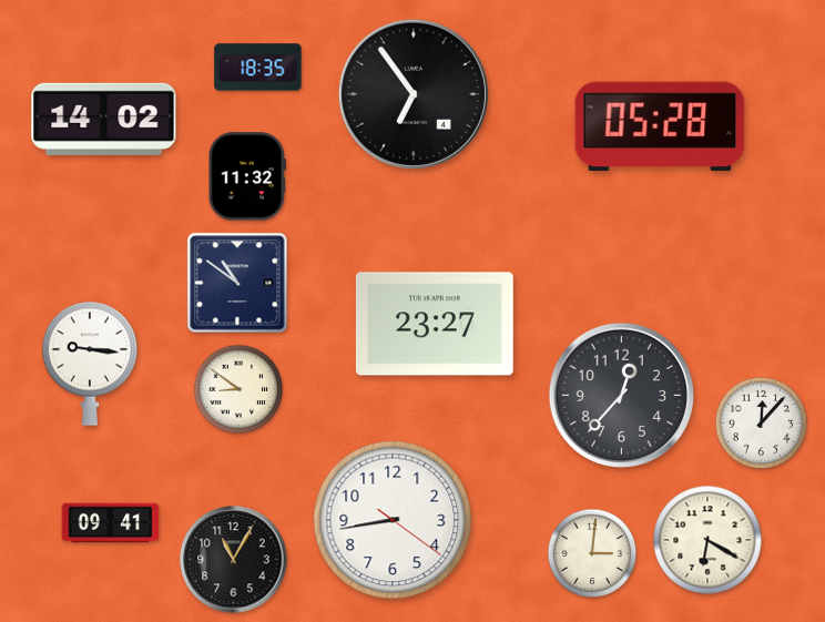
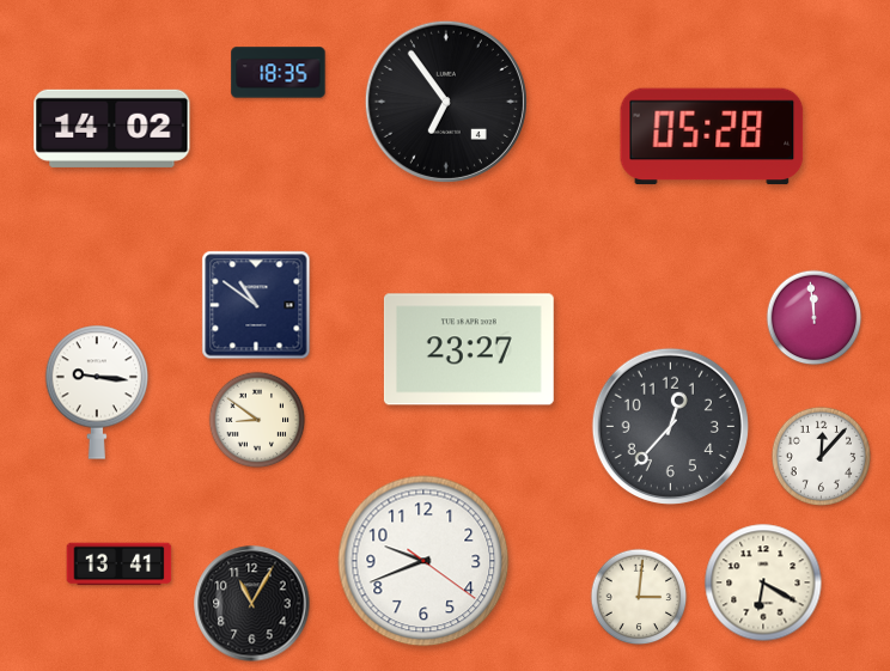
clock at (247, 176): 11:32 -> none
clock at (815, 318): none -> 11:59
clock at (393, 520): 8:43 -> 9:41
clock at (111, 523): 09:41 -> 13:41
